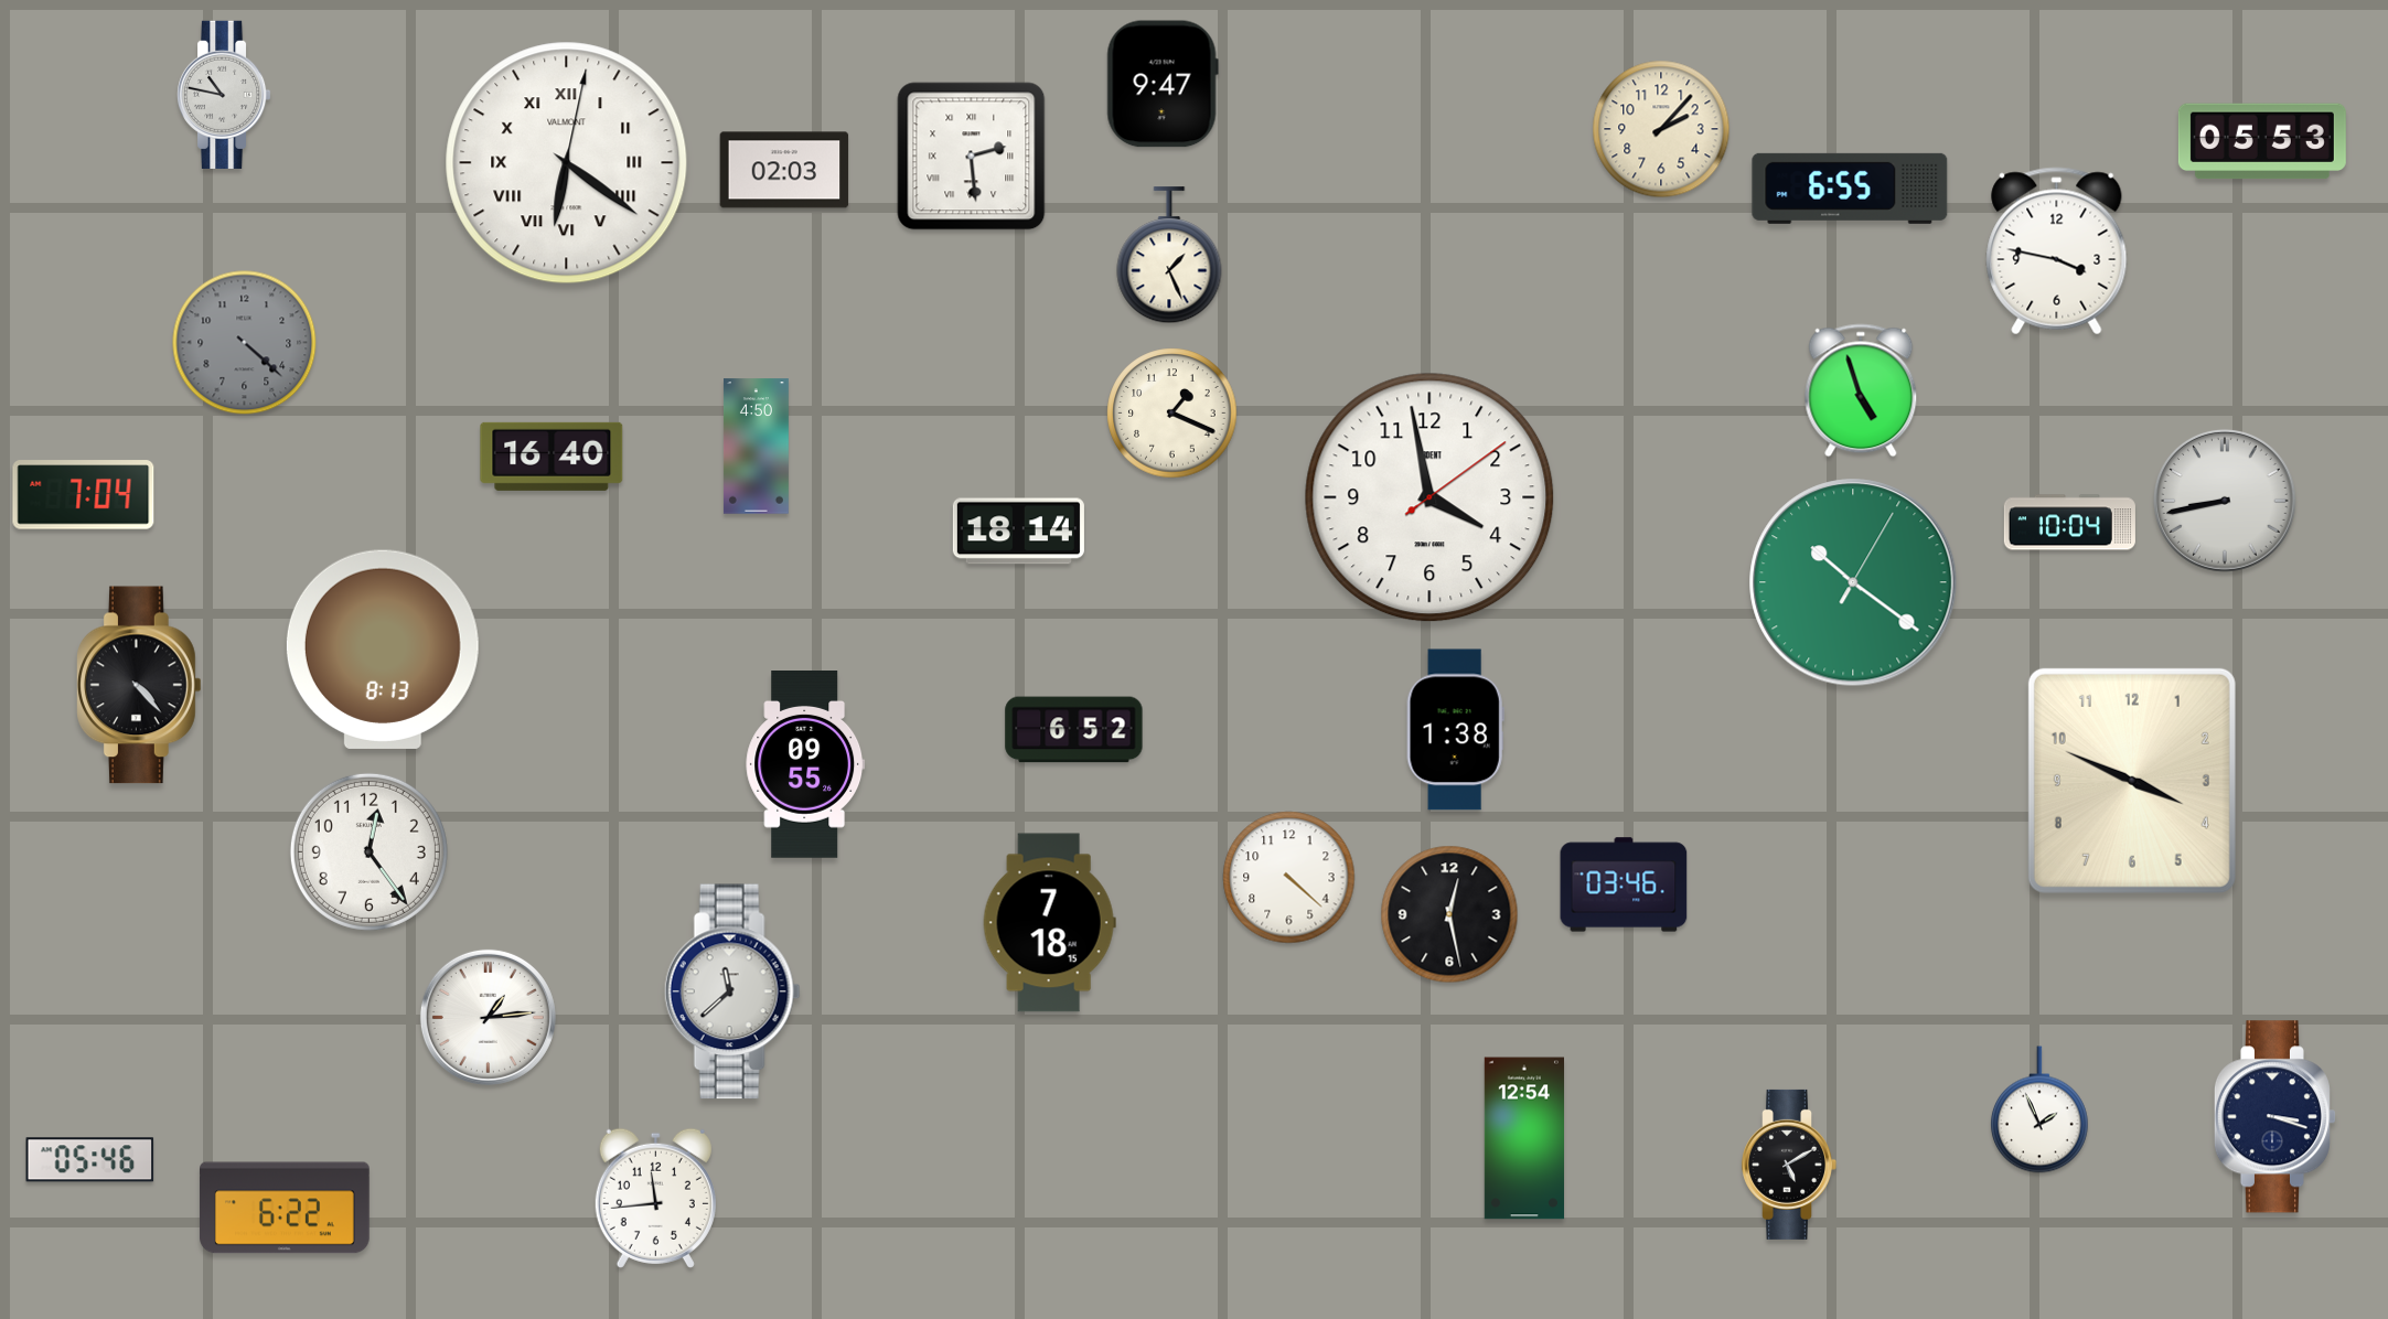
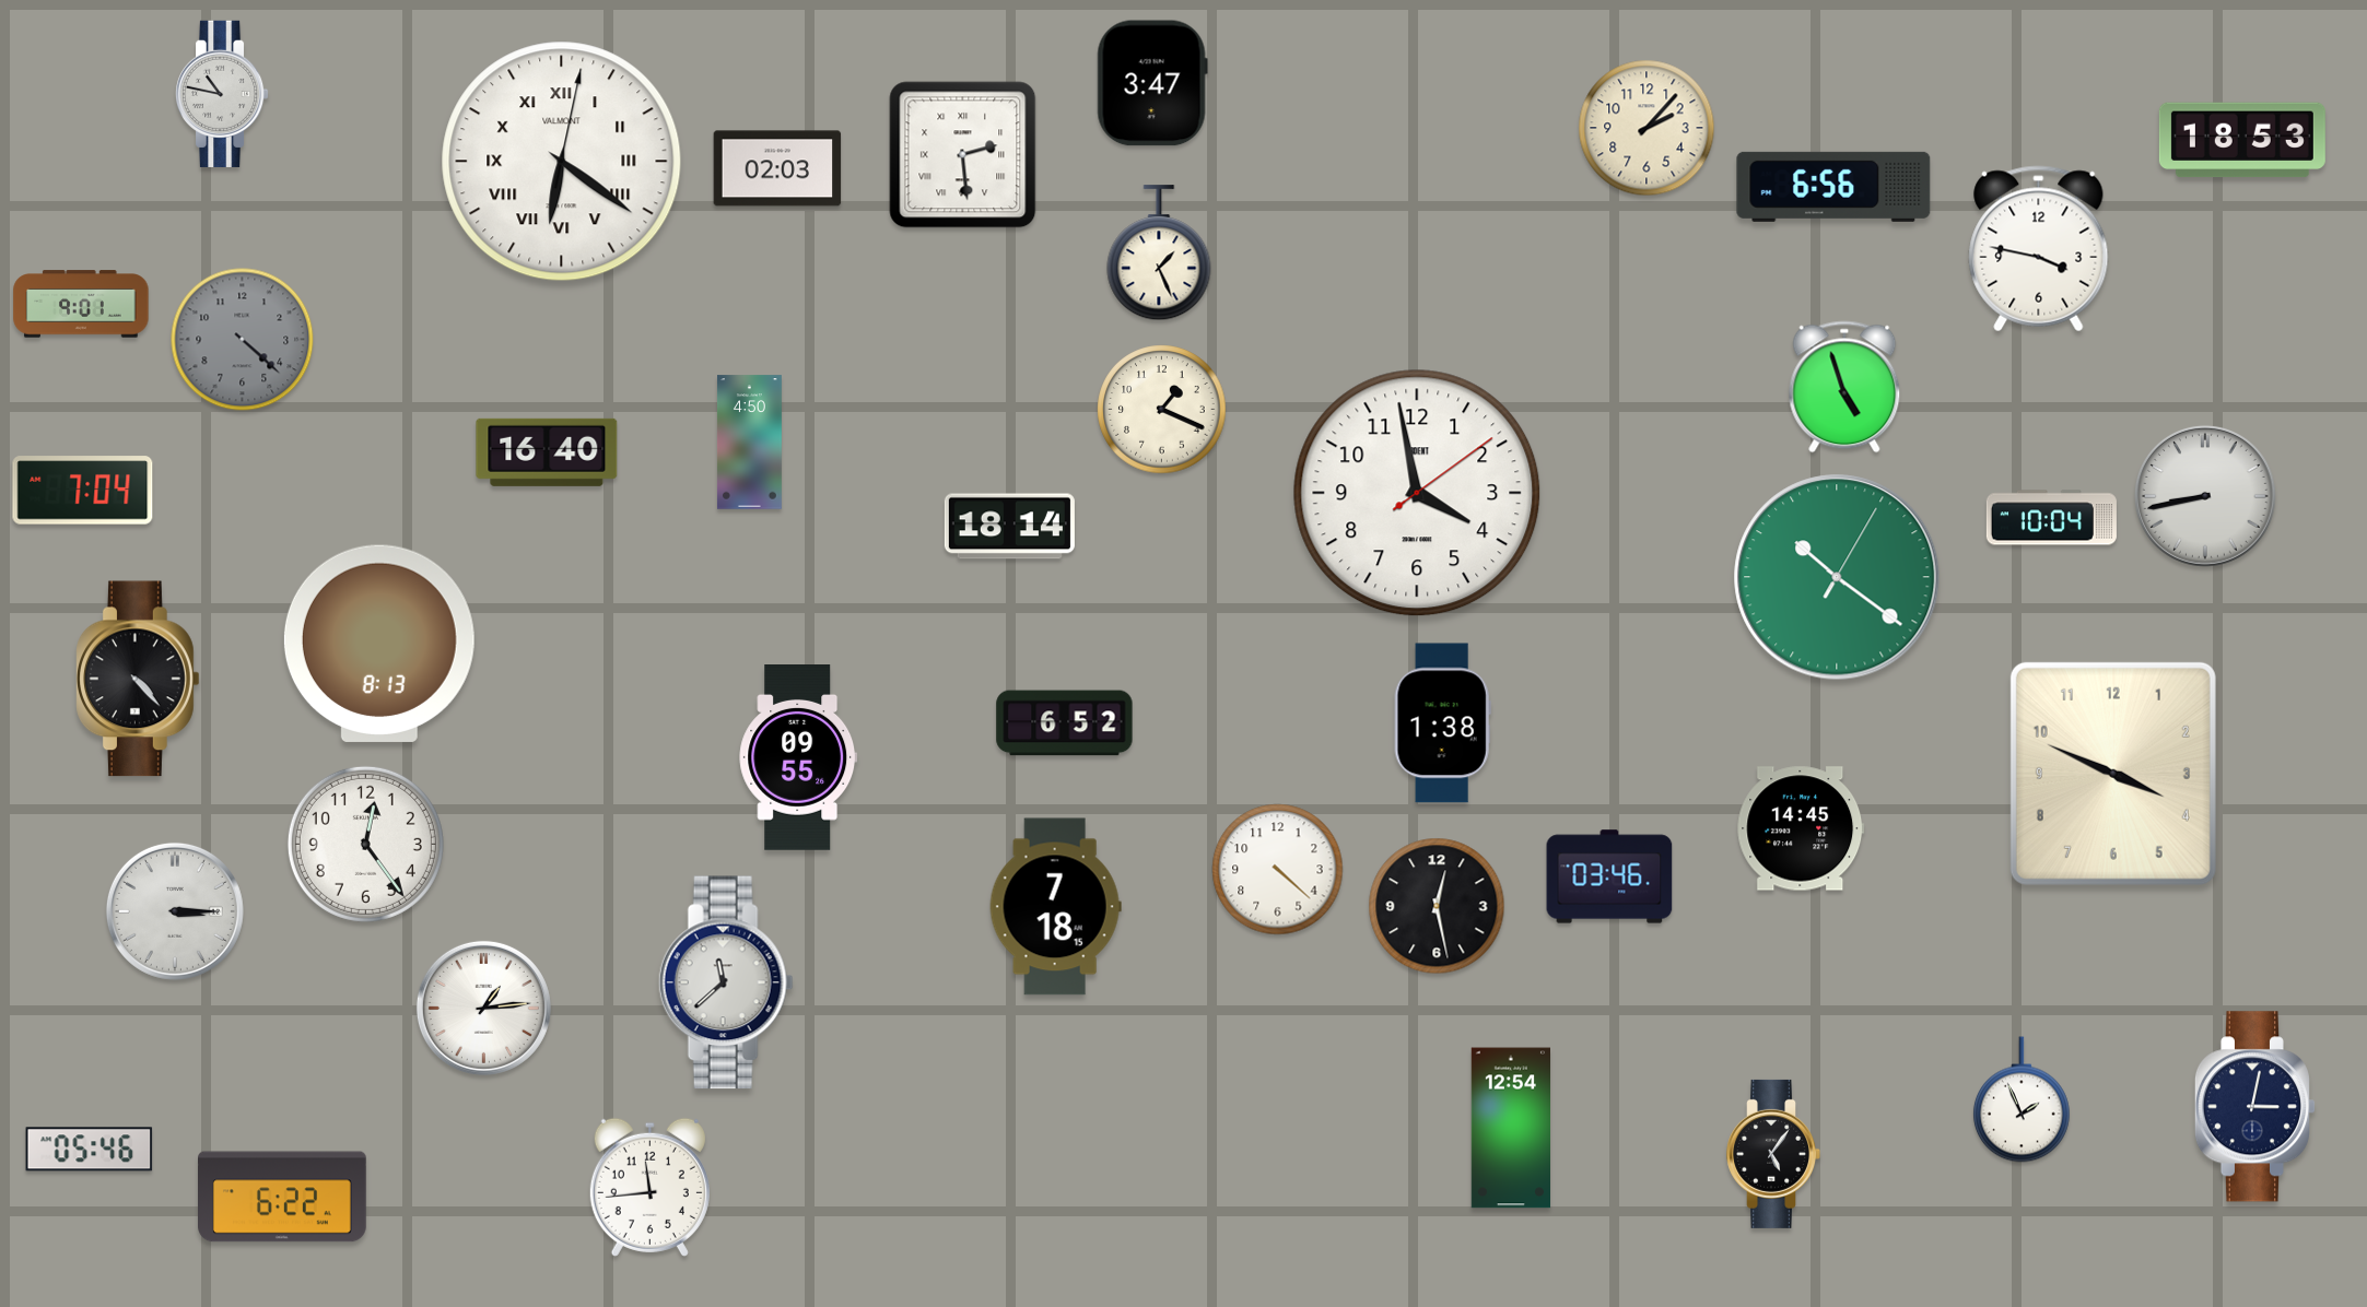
clock at (1163, 84): 9:47 -> 3:47
clock at (2262, 141): 05:53 -> 18:53
clock at (1850, 189): 6:55 -> 6:56
clock at (81, 304): none -> 9:01
clock at (1801, 828): none -> 14:45
clock at (175, 911): none -> 3:15
clock at (1049, 923) position: (1049, 923) -> (1055, 907)
clock at (2274, 1117): 3:18 -> 3:02
clock at (1789, 1165): 5:10 -> 5:06
